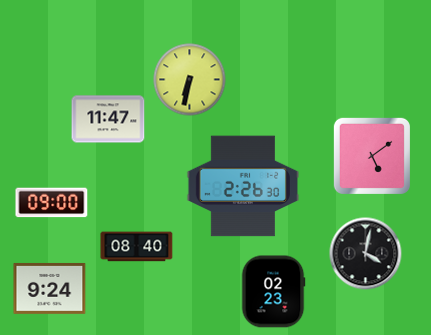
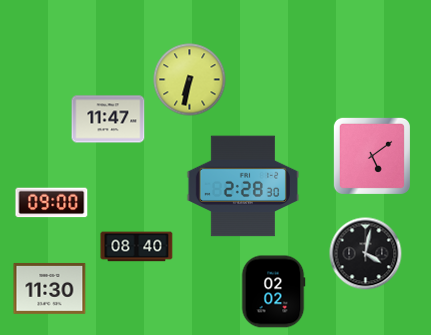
clock at (242, 186): 2:26 -> 2:28
clock at (50, 288): 9:24 -> 11:30
clock at (273, 292): 02:23 -> 02:02
